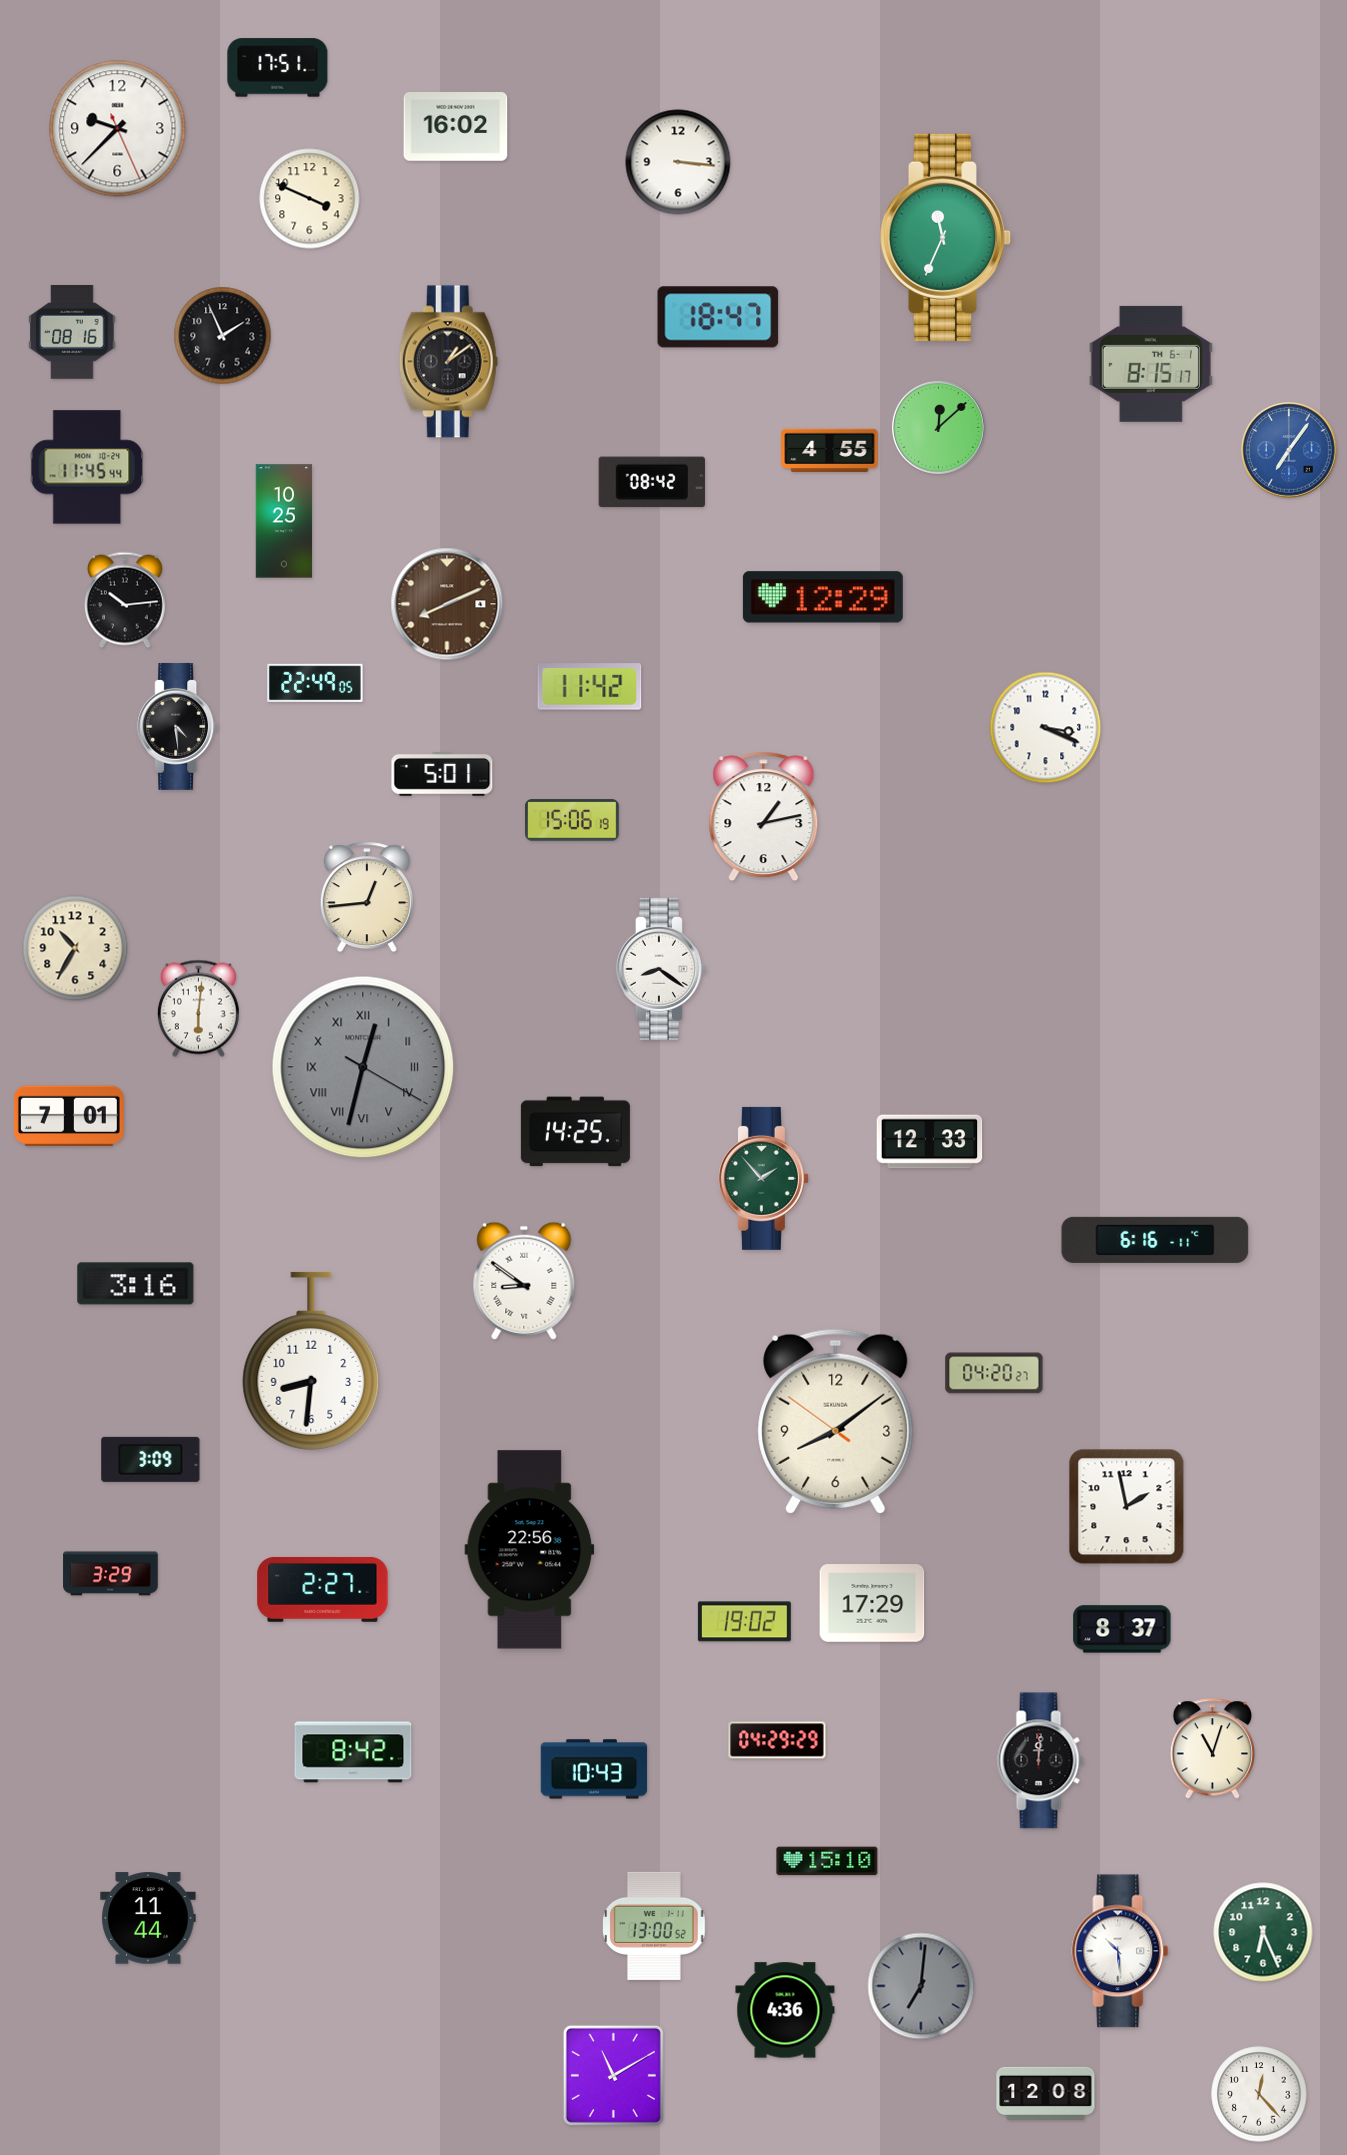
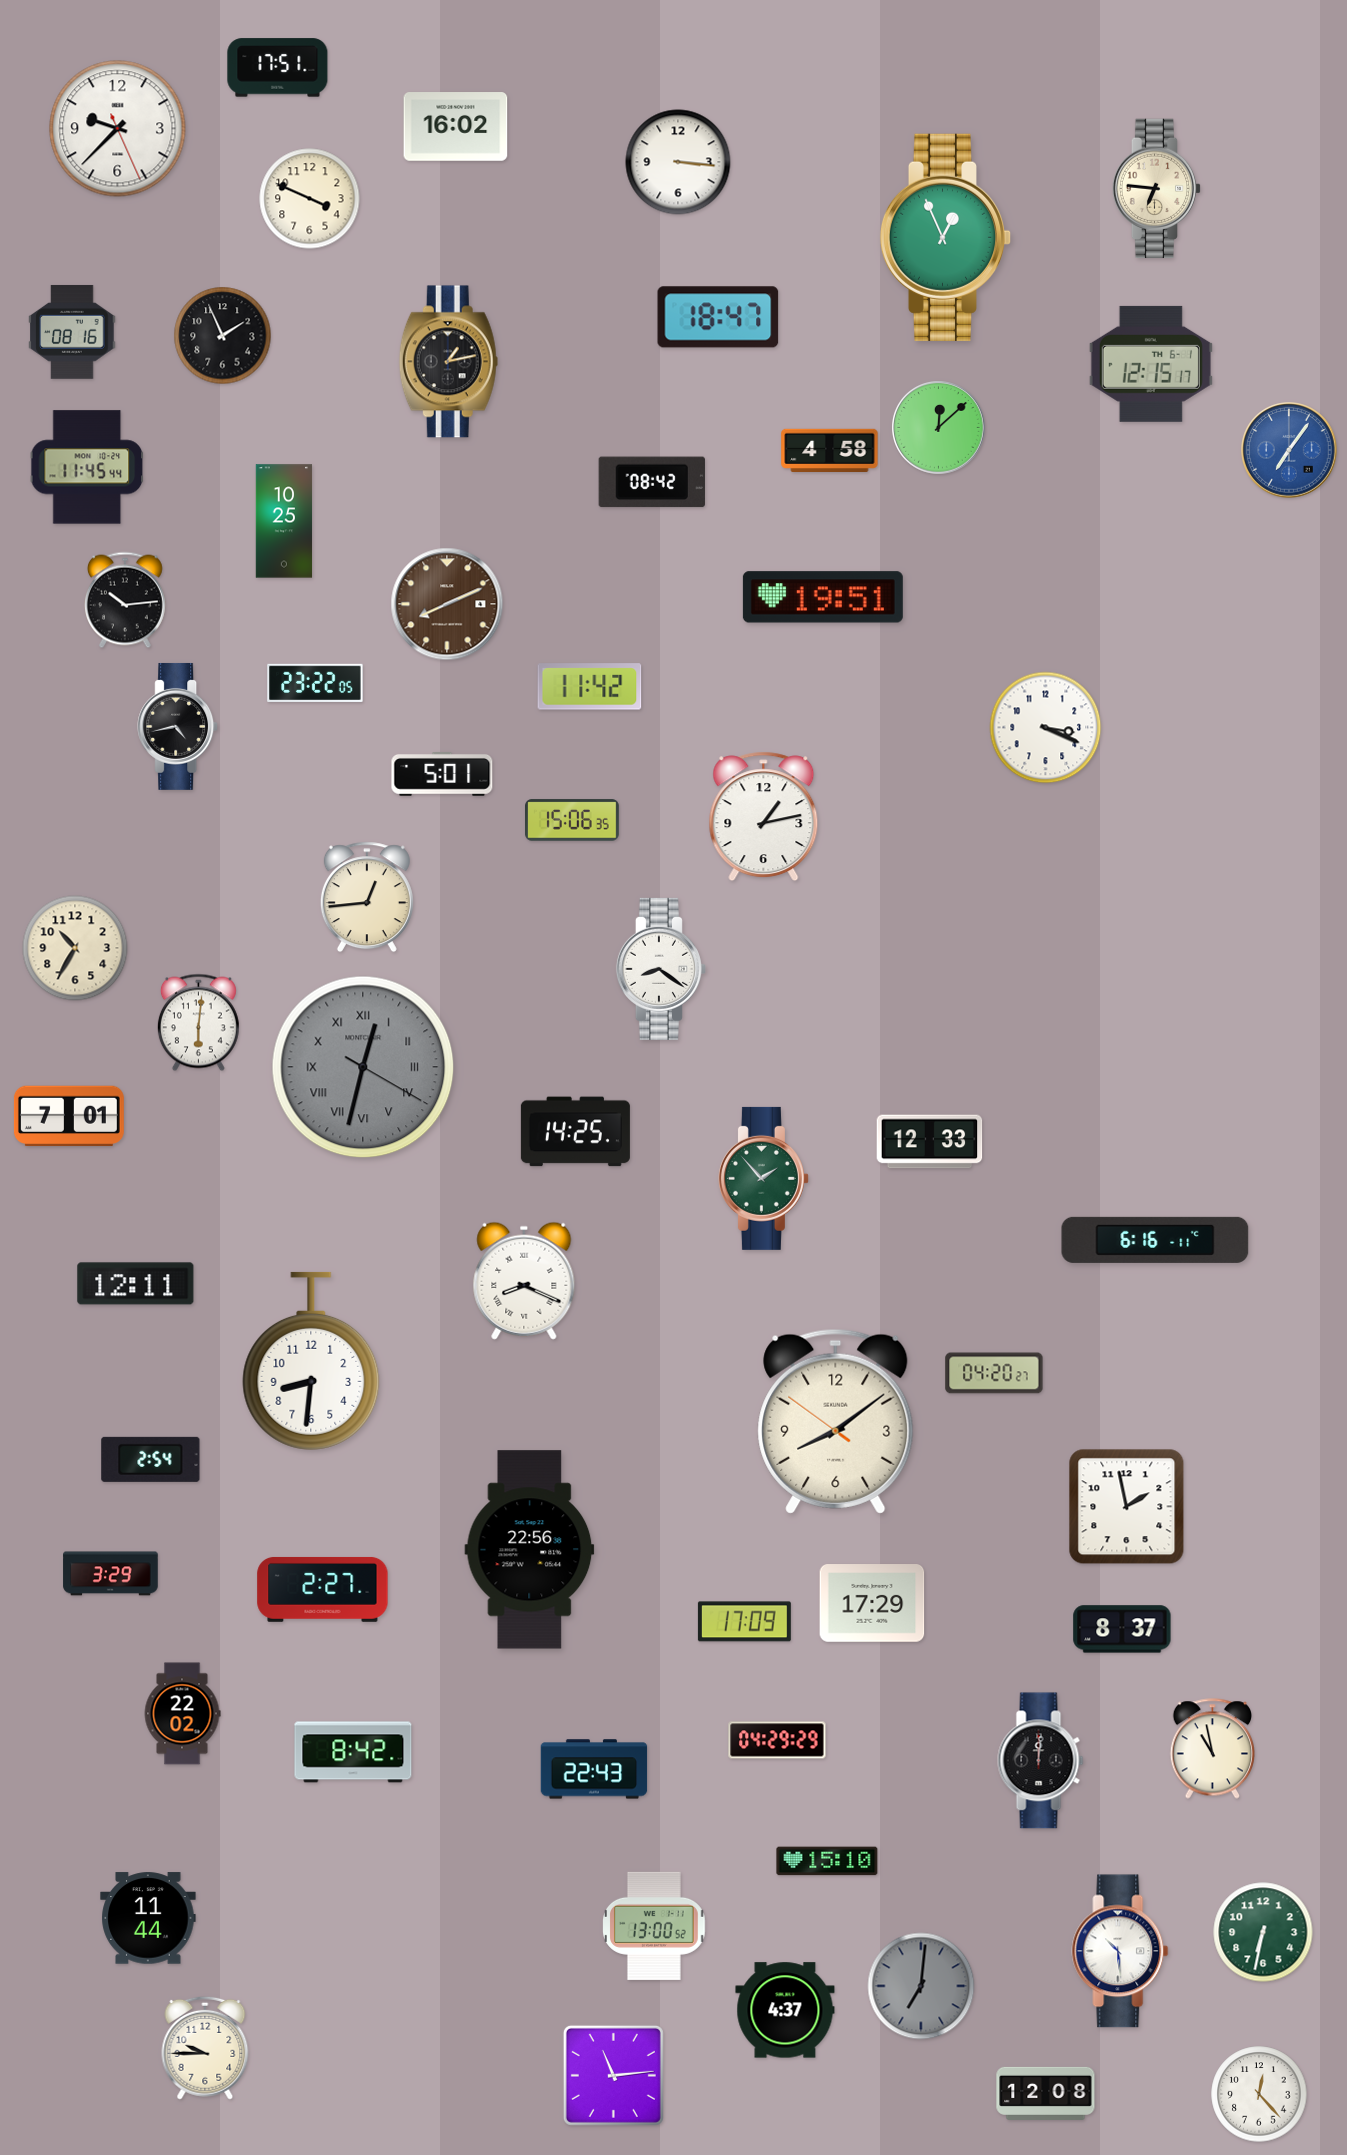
clock at (1157, 189): none -> 6:46
clock at (946, 237): 11:34 -> 12:56
clock at (448, 362): 1:09 -> 1:13
clock at (1151, 364): 8:15 -> 12:15
clock at (830, 450): 4:55 -> 4:58
clock at (823, 597): 12:29 -> 19:51
clock at (315, 682): 22:49 -> 23:22
clock at (178, 726): 4:29 -> 4:43
clock at (573, 820): 15:06:19 -> 15:06:35
clock at (198, 1009) position: (198, 1009) -> (198, 1023)
clock at (524, 1281): 8:51 -> 8:19
clock at (136, 1284): 3:16 -> 12:11
clock at (151, 1459): 3:09 -> 2:54
clock at (744, 1622): 19:02 -> 17:09
clock at (182, 1714): none -> 22:02
clock at (1213, 1749): 11:03 -> 10:58
clock at (594, 1769): 10:43 -> 22:43
clock at (1263, 1932): 6:26 -> 6:32
clock at (785, 2010): 4:36 -> 4:37
clock at (205, 2048): none -> 9:45
clock at (613, 2075): 11:10 -> 11:14
